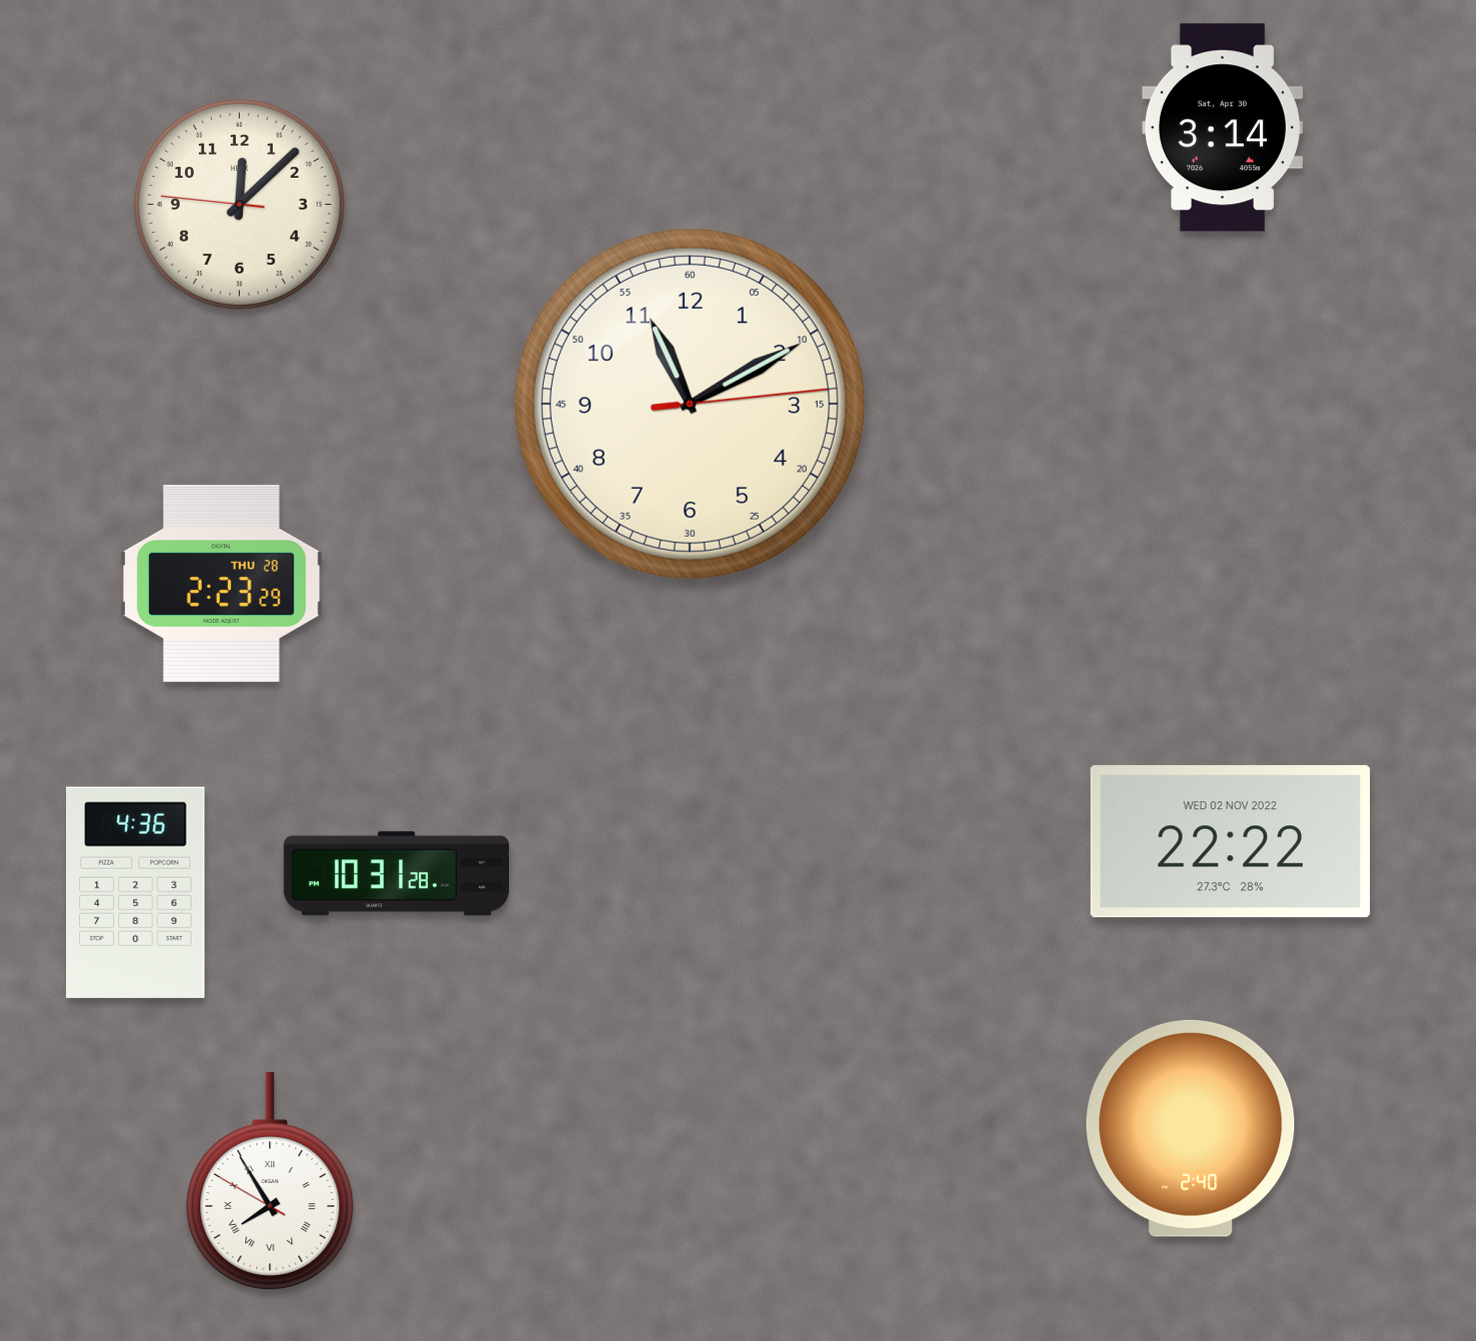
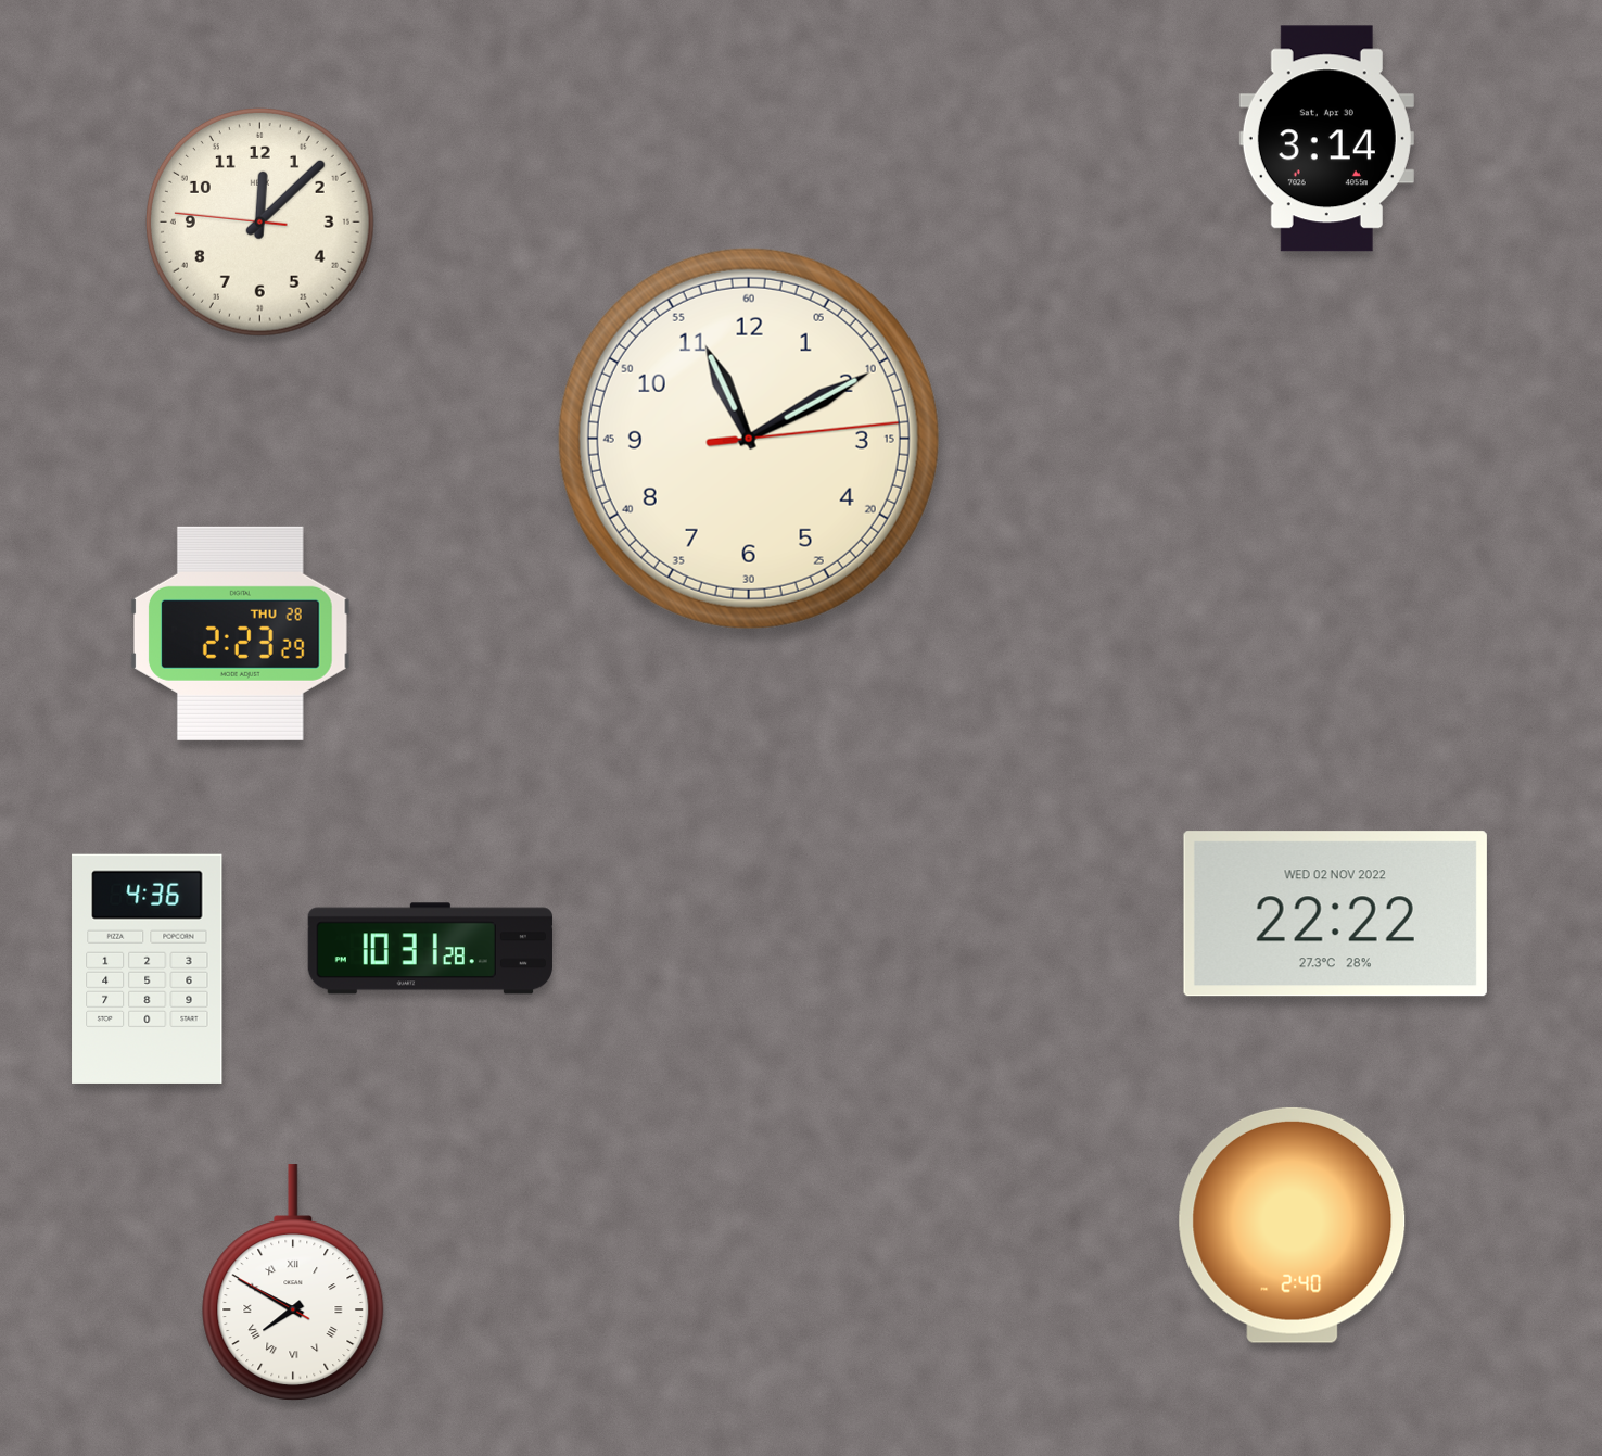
clock at (270, 1182): 7:54 -> 7:49
